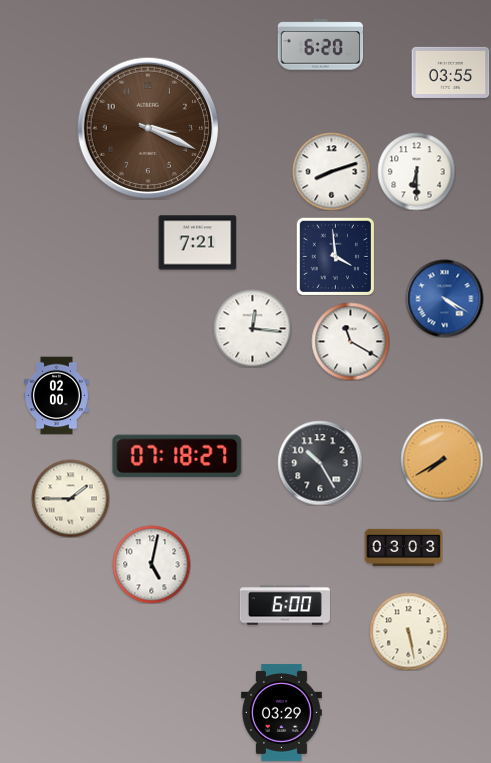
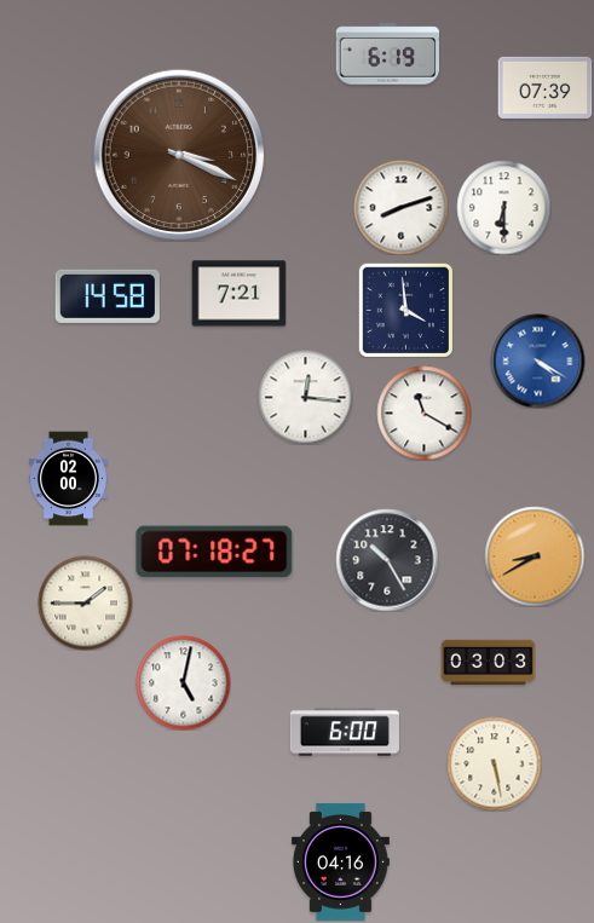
clock at (320, 45): 6:20 -> 6:19
clock at (450, 72): 03:55 -> 07:39
clock at (108, 296): none -> 14:58
clock at (442, 460): 7:40 -> 8:40
clock at (281, 712): 03:29 -> 04:16
